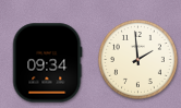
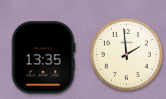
clock at (47, 63): 09:34 -> 13:35
